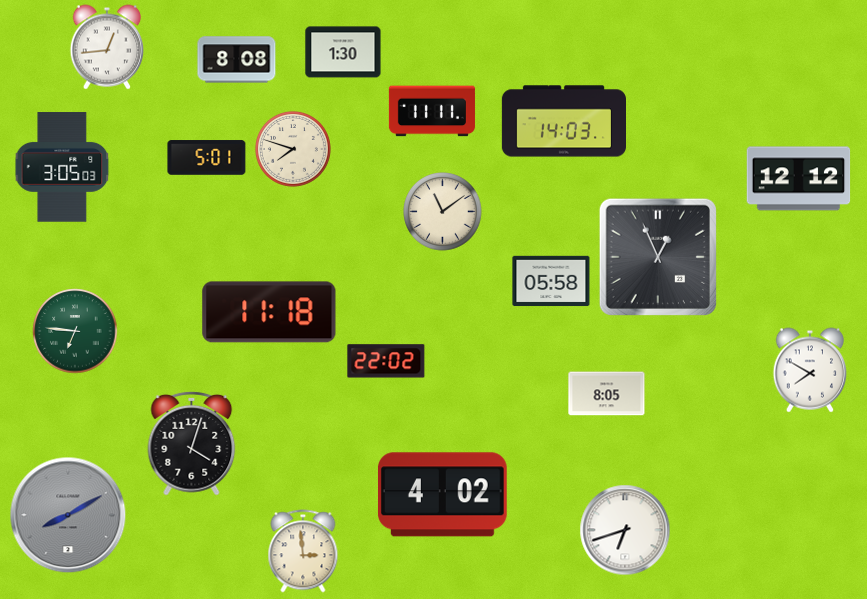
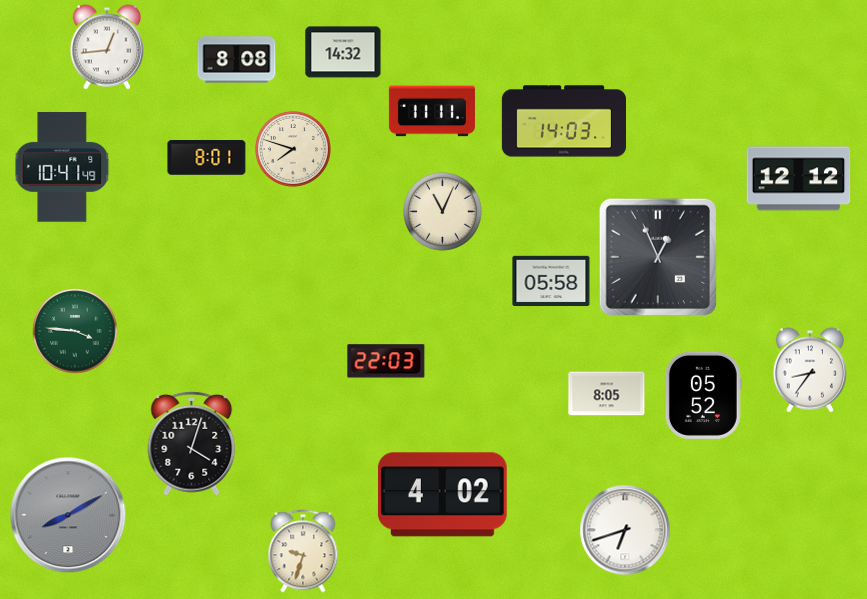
clock at (343, 52): 1:30 -> 14:32
clock at (207, 158): 5:01 -> 8:01
clock at (62, 167): 3:05 -> 10:41
clock at (443, 212): 11:09 -> 11:04
clock at (269, 312): 11:18 -> none
clock at (75, 331): 6:46 -> 3:46
clock at (386, 361): 22:02 -> 22:03
clock at (810, 370): 7:50 -> 8:36
clock at (703, 395): none -> 05:52
clock at (303, 551): 2:59 -> 9:33
